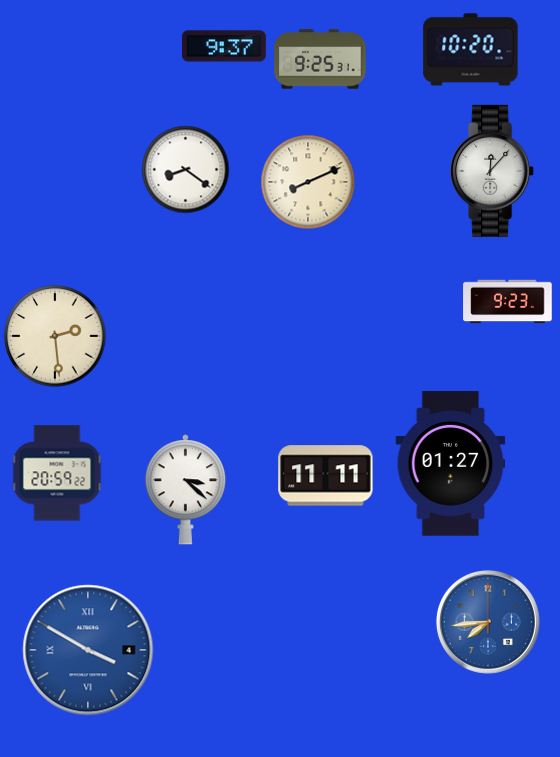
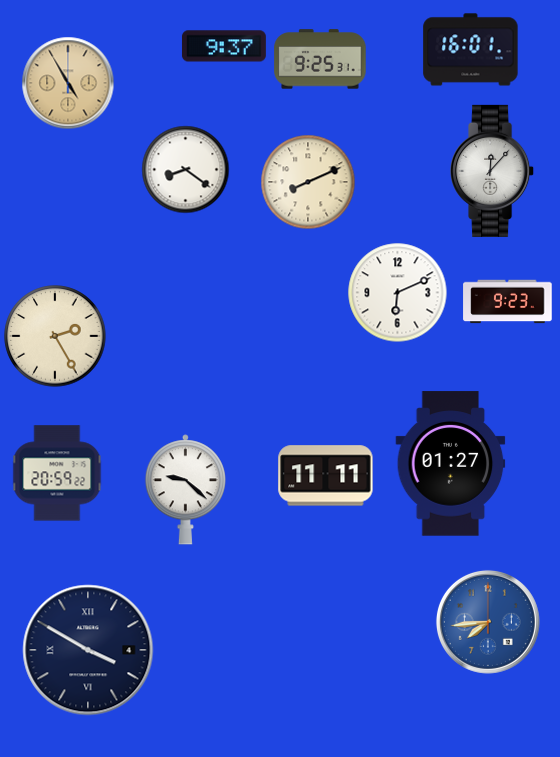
clock at (471, 50): 10:20 -> 16:01
clock at (68, 83): none -> 4:55
clock at (398, 293): none -> 6:11
clock at (55, 336): 2:29 -> 2:25
clock at (185, 490): 3:22 -> 9:22
clock at (88, 650) dial: blue -> navy
